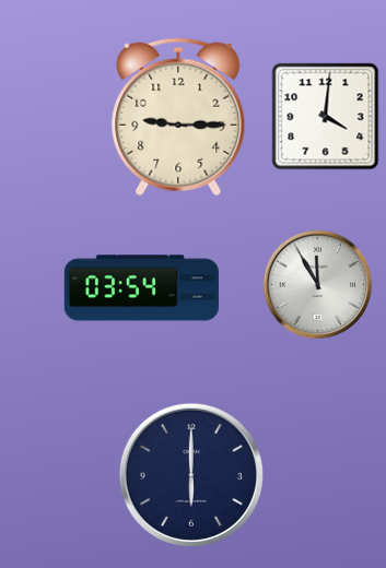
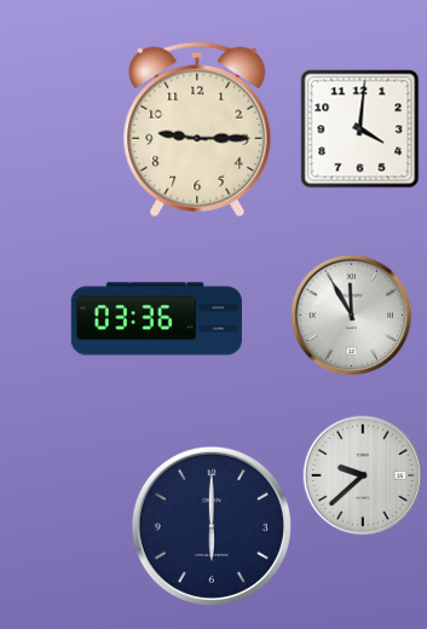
clock at (141, 288): 03:54 -> 03:36
clock at (363, 475): none -> 9:38
